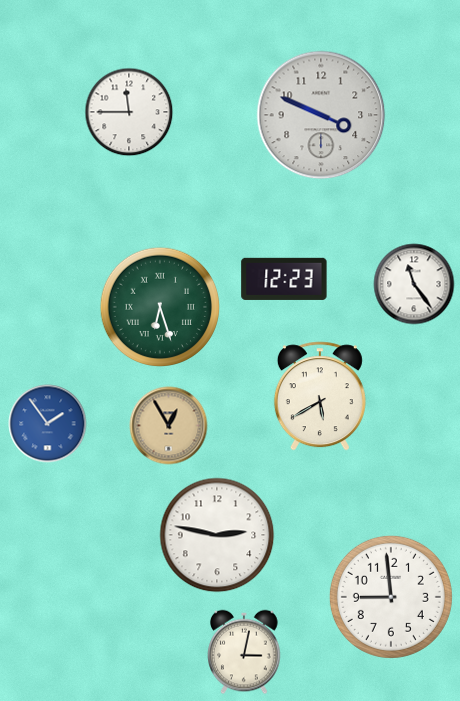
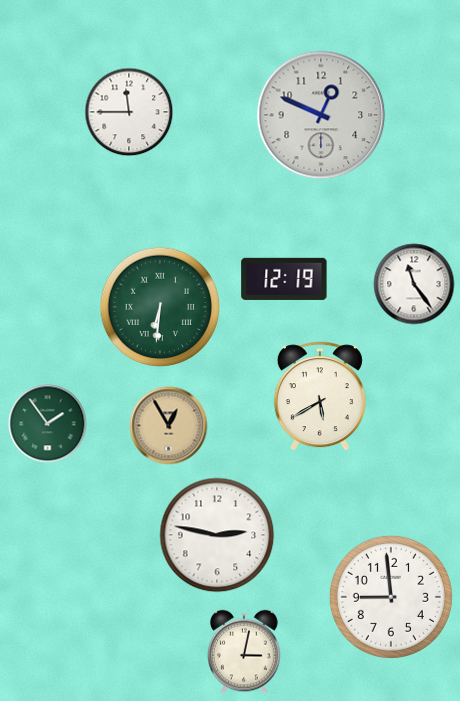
clock at (321, 115): 3:49 -> 12:49
clock at (284, 279): 12:23 -> 12:19
clock at (159, 306): 6:27 -> 6:31
clock at (48, 424) dial: blue -> green
